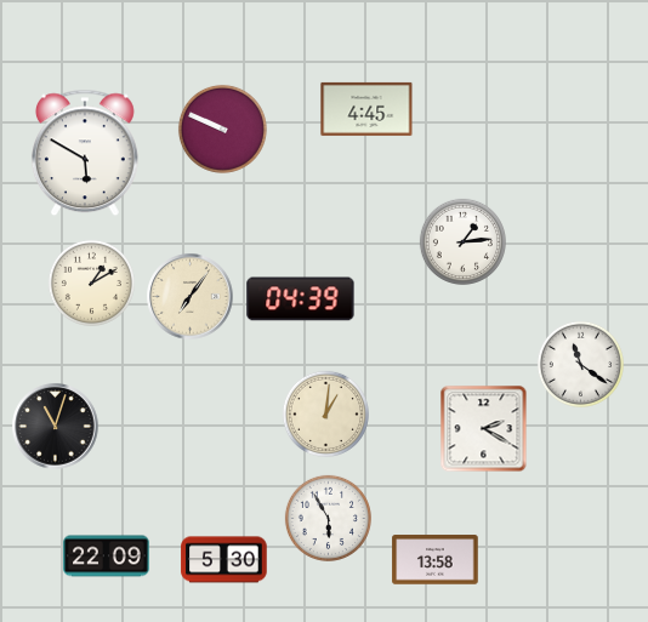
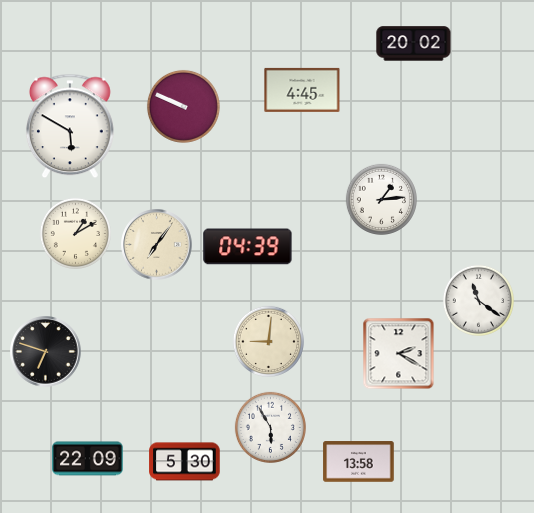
clock at (414, 44): none -> 20:02
clock at (325, 413): 1:01 -> 9:01
clock at (56, 427): 11:03 -> 6:48
